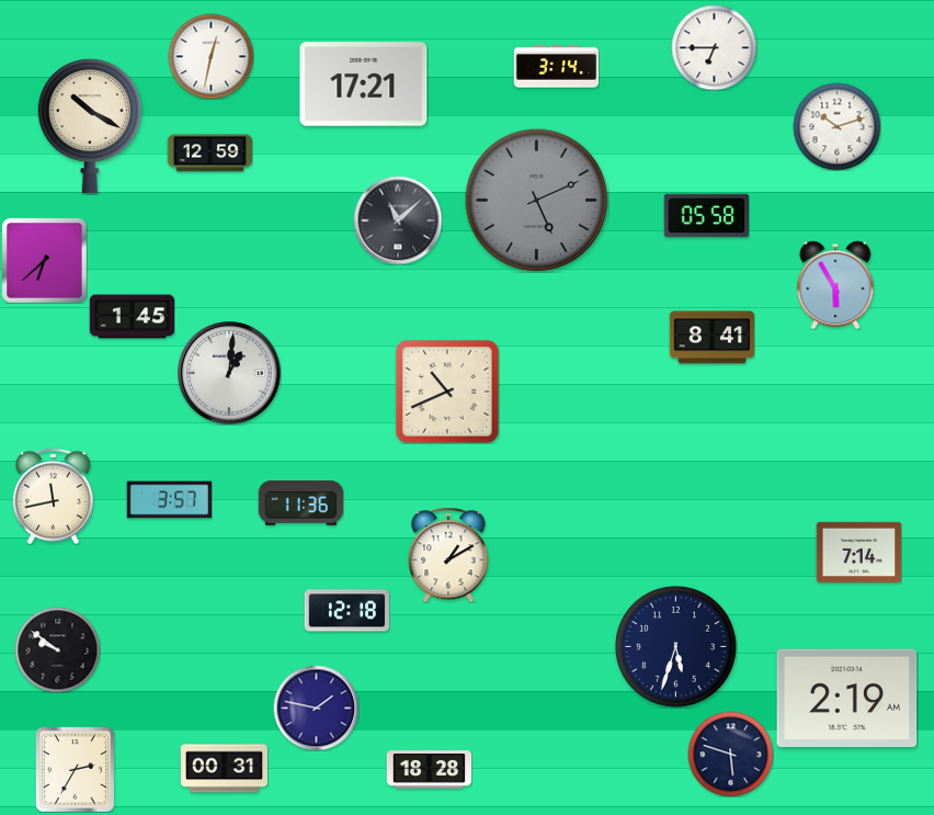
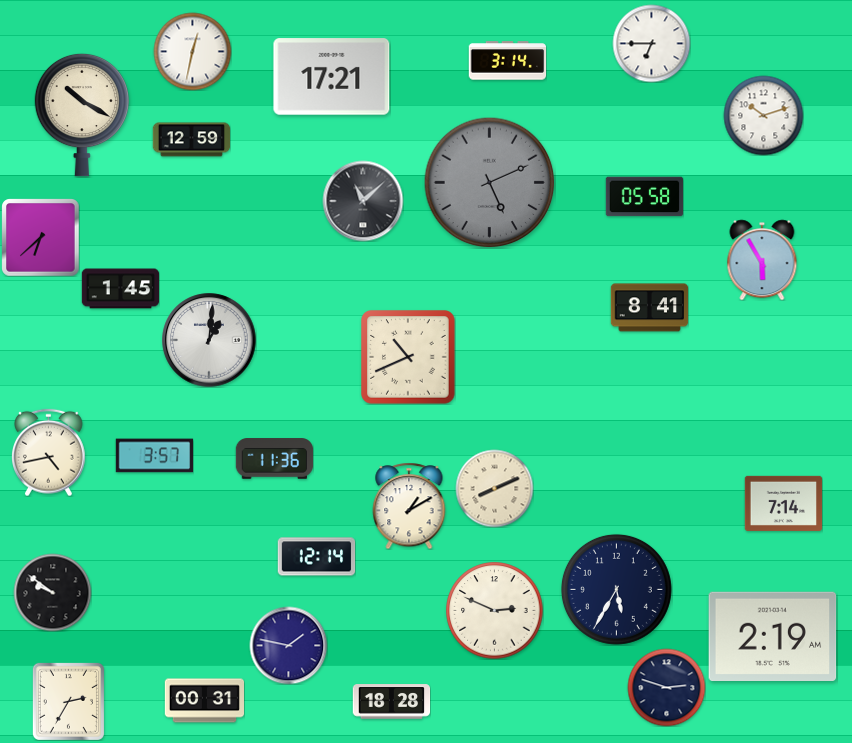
clock at (54, 496): 11:43 -> 4:43
clock at (494, 488): none -> 8:11
clock at (346, 611): 12:18 -> 12:14
clock at (675, 646): 5:33 -> 5:35
clock at (495, 611): none -> 2:49
clock at (730, 754): 5:48 -> 2:48
